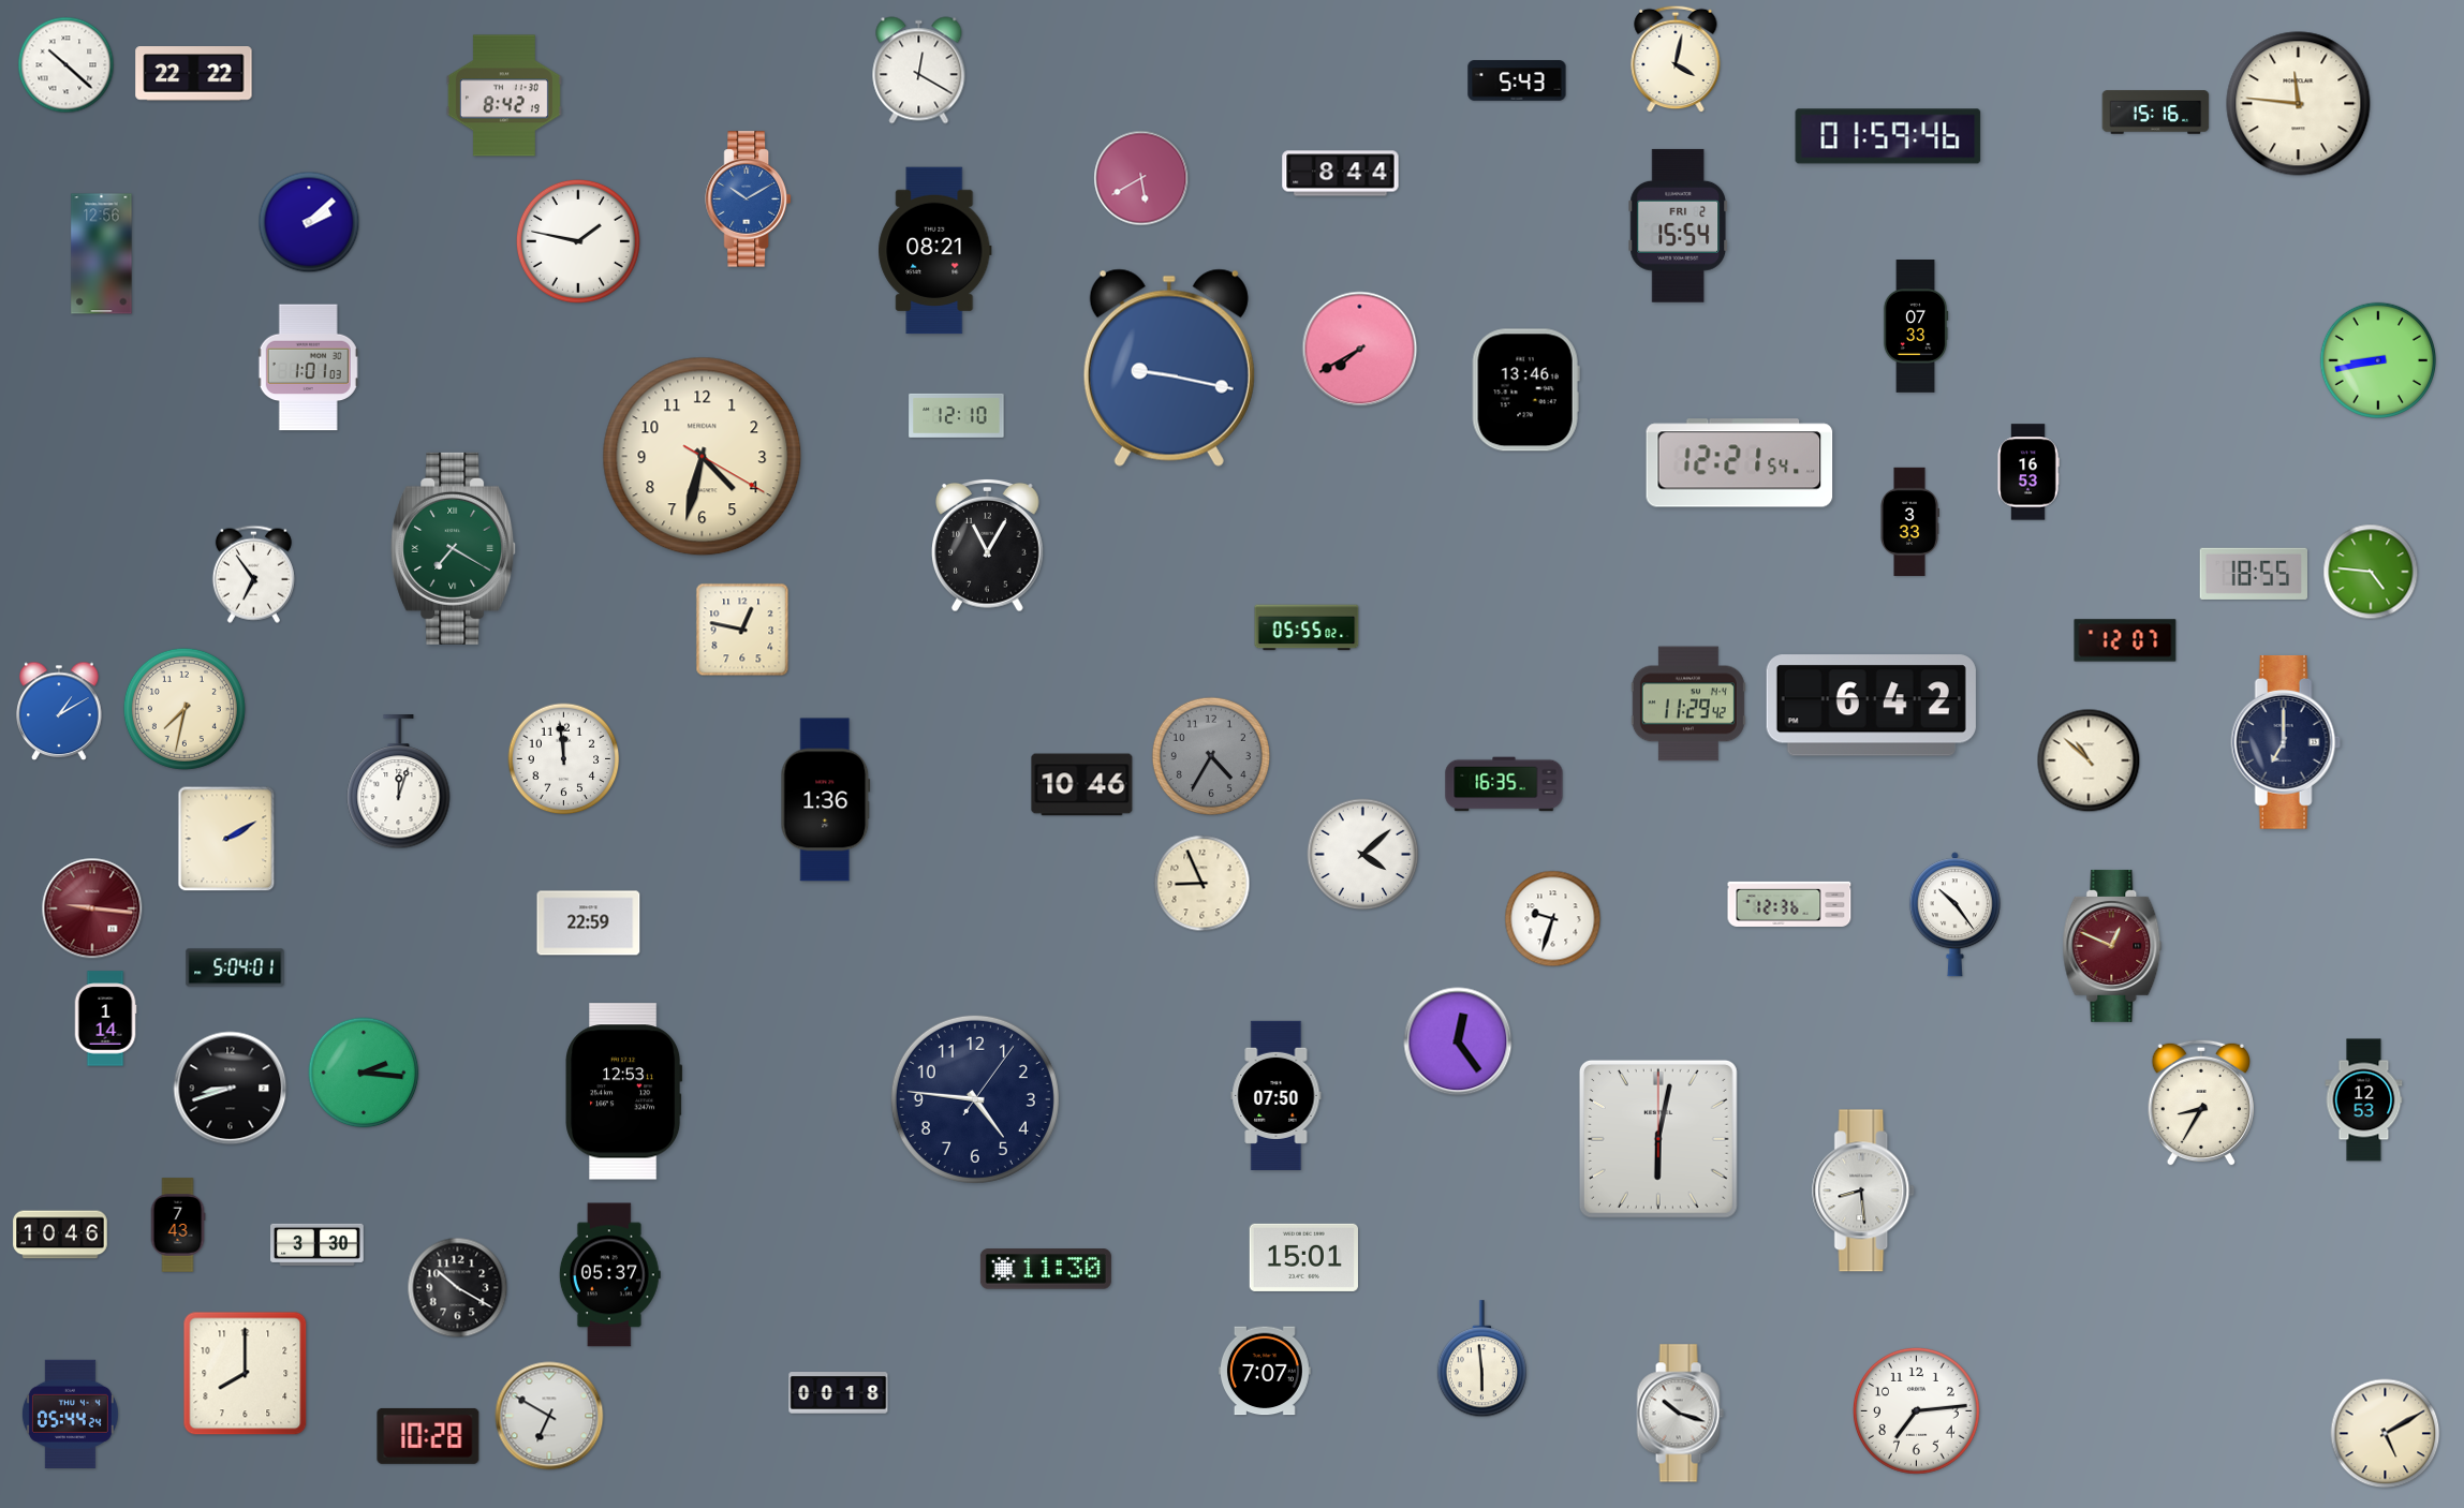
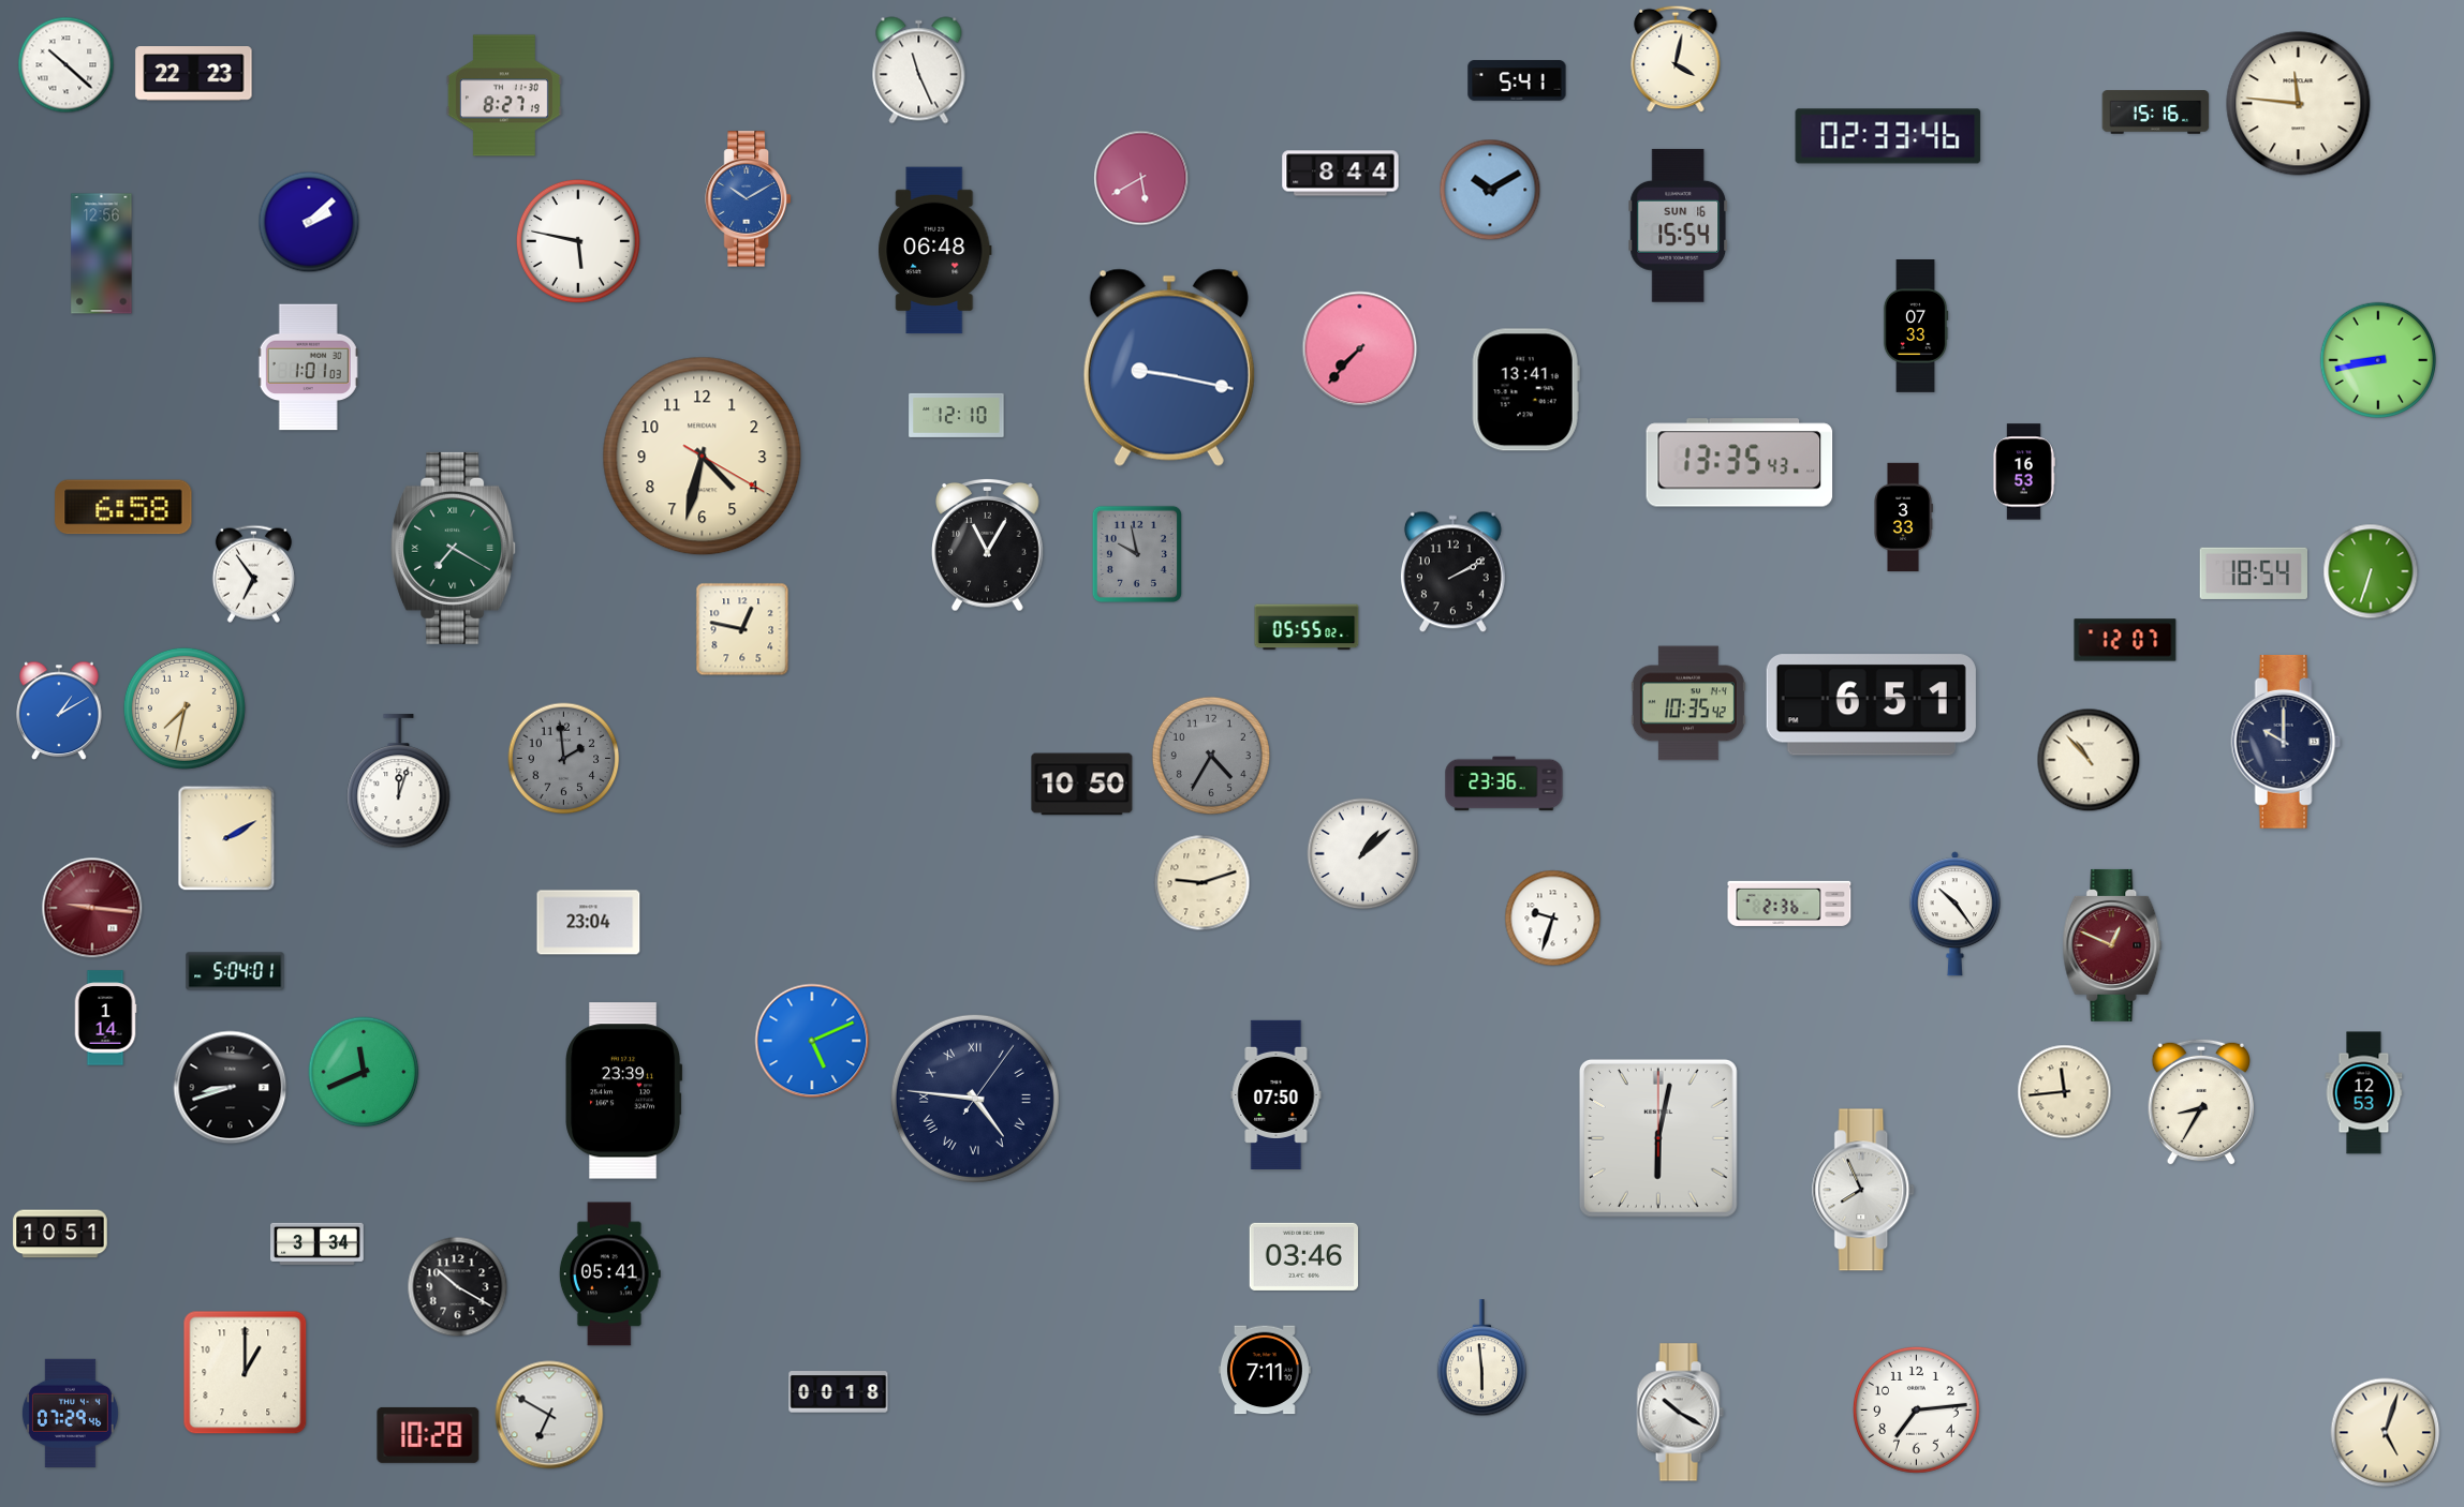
clock at (919, 71): 12:20 -> 11:26
clock at (194, 74): 22:22 -> 22:23
clock at (1517, 80): 5:43 -> 5:41
clock at (504, 95): 8:42 -> 8:27
clock at (1888, 136): 01:59 -> 02:33
clock at (1490, 190): none -> 10:10
clock at (1679, 225) date: FRI 2 -> SUN 16
clock at (578, 241): 1:47 -> 5:47
clock at (935, 251): 08:21 -> 06:48
clock at (1360, 350): 7:40 -> 7:37
clock at (1525, 390): 13:46 -> 13:41
clock at (1740, 463): 12:21 -> 13:35
clock at (2028, 472) position: (2028, 472) -> (2024, 472)
clock at (123, 507): none -> 6:58
clock at (1910, 522) position: (1910, 522) -> (1904, 518)
clock at (1137, 554): none -> 9:58
clock at (2371, 572): 4:46 -> 6:33
clock at (1452, 572): none -> 2:10
clock at (2253, 574): 18:55 -> 18:54
clock at (1688, 704): 11:29 -> 10:35
clock at (1871, 706): 6:42 -> 6:51
clock at (2286, 742): 7:00 -> 10:00
clock at (564, 759): 11:59 -> 1:59
clock at (564, 759) dial: white -> grey
clock at (2089, 760): 10:52 -> 10:53
clock at (1504, 784): 16:35 -> 23:36
clock at (1082, 785): 10:46 -> 10:50
clock at (826, 800): 1:36 -> none
clock at (1363, 855): 4:08 -> 1:08
clock at (1203, 884): 8:56 -> 9:12
clock at (1789, 904): 12:36 -> 2:36
clock at (589, 923): 22:59 -> 23:04
clock at (235, 967) position: (235, 967) -> (235, 971)
clock at (812, 1041): none -> 5:11
clock at (1458, 1041): 12:24 -> none
clock at (364, 1073): 2:16 -> 11:41
clock at (624, 1092): 12:53 -> 23:39
clock at (2065, 1092): none -> 11:44
clock at (975, 1099) numerals: Arabic -> Roman
clock at (2364, 1100) position: (2364, 1100) -> (2364, 1093)
clock at (1864, 1191): 8:29 -> 7:56
clock at (178, 1225): 7:43 -> none
clock at (60, 1235): 10:46 -> 10:51
clock at (318, 1244): 3:30 -> 3:34
clock at (1303, 1257): 15:01 -> 03:46
clock at (1046, 1269): 11:30 -> none
clock at (609, 1275): 05:37 -> 05:41
clock at (1265, 1371): 7:07 -> 7:11
clock at (246, 1374): 8:00 -> 1:00
clock at (70, 1414): 05:44 -> 07:29
clock at (1680, 1414): 10:18 -> 10:20
clock at (2386, 1434): 5:10 -> 5:03
